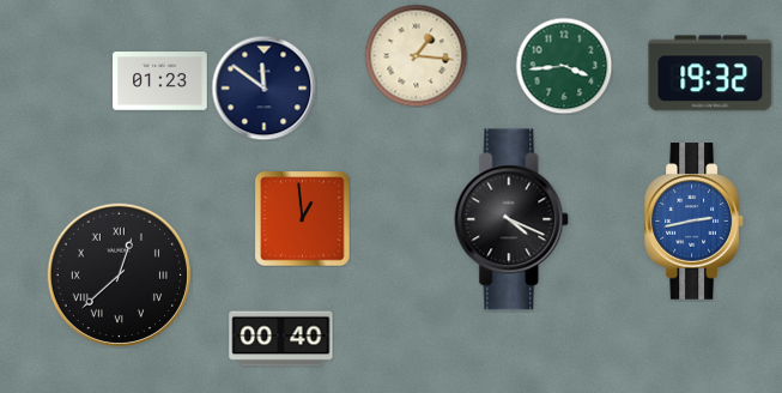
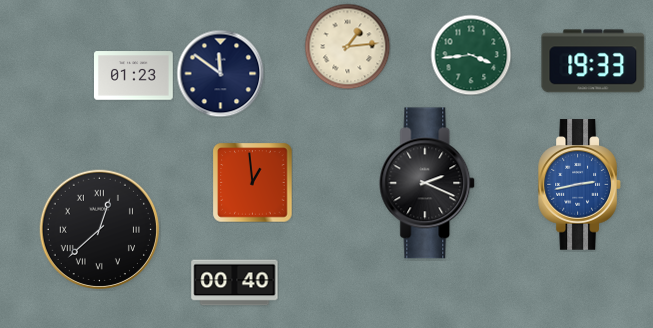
clock at (416, 55): 1:16 -> 1:14
clock at (710, 73): 19:32 -> 19:33
clock at (160, 81) position: (160, 81) -> (134, 76)
clock at (513, 219): 4:19 -> 2:19
